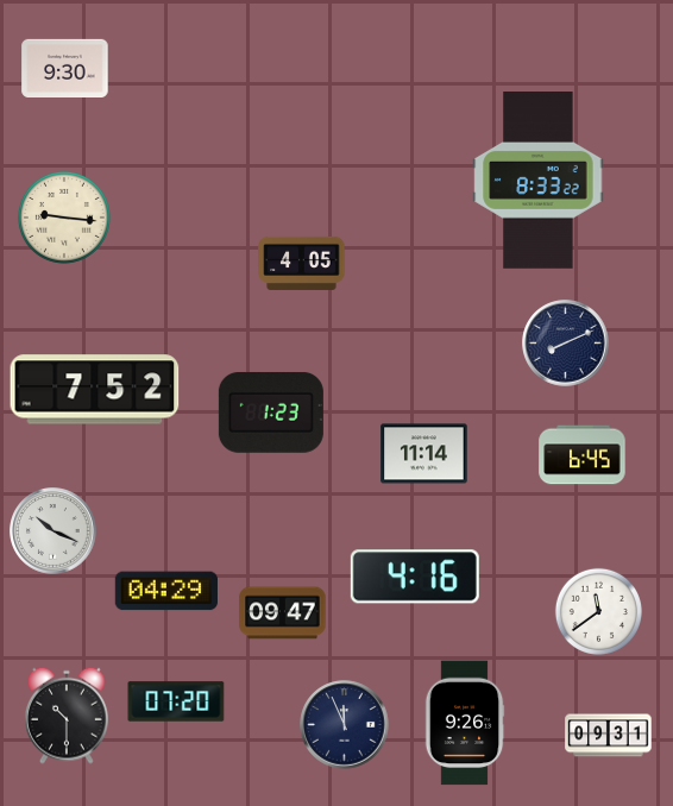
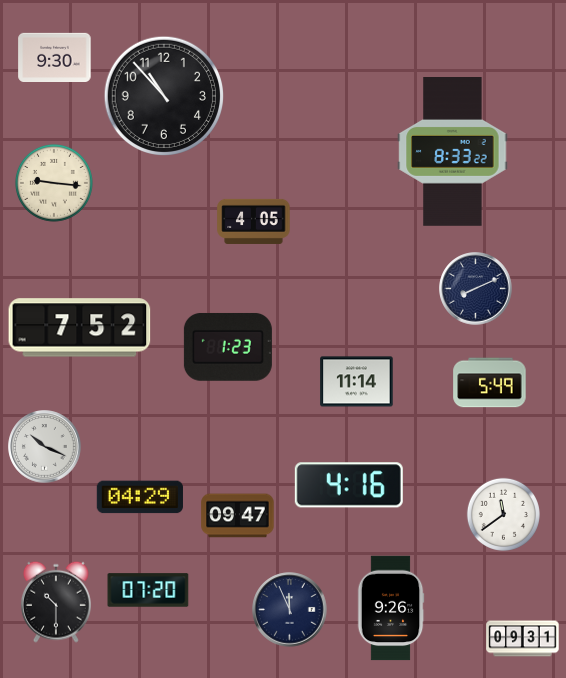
clock at (163, 95): none -> 10:53
clock at (583, 455): 6:45 -> 5:49
clock at (609, 736) position: (609, 736) -> (523, 639)
